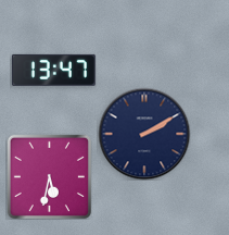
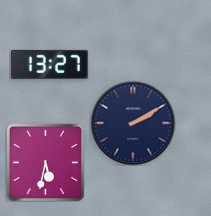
clock at (53, 70): 13:47 -> 13:27
